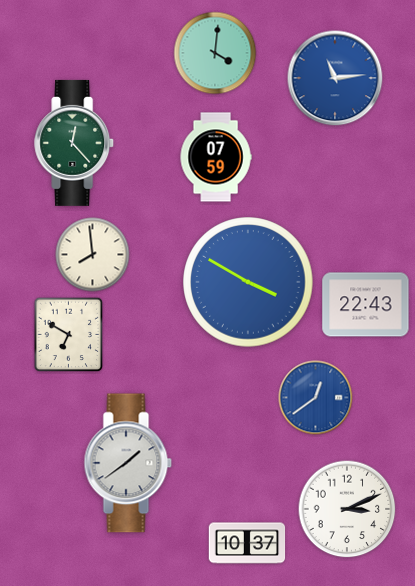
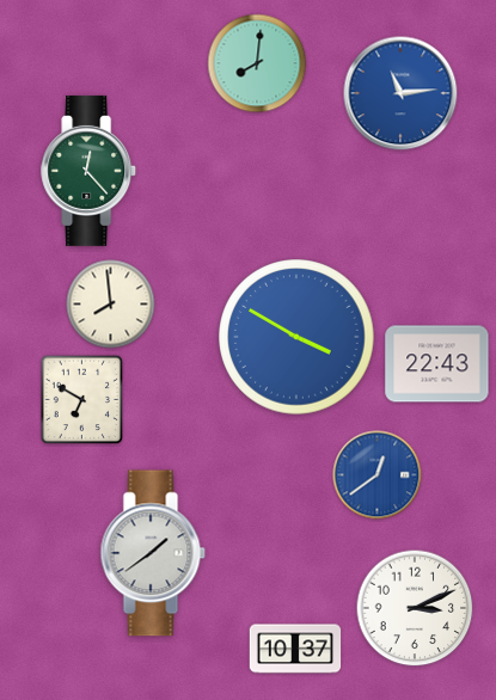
clock at (215, 53): 4:01 -> 8:01
clock at (216, 157): 07:59 -> none
